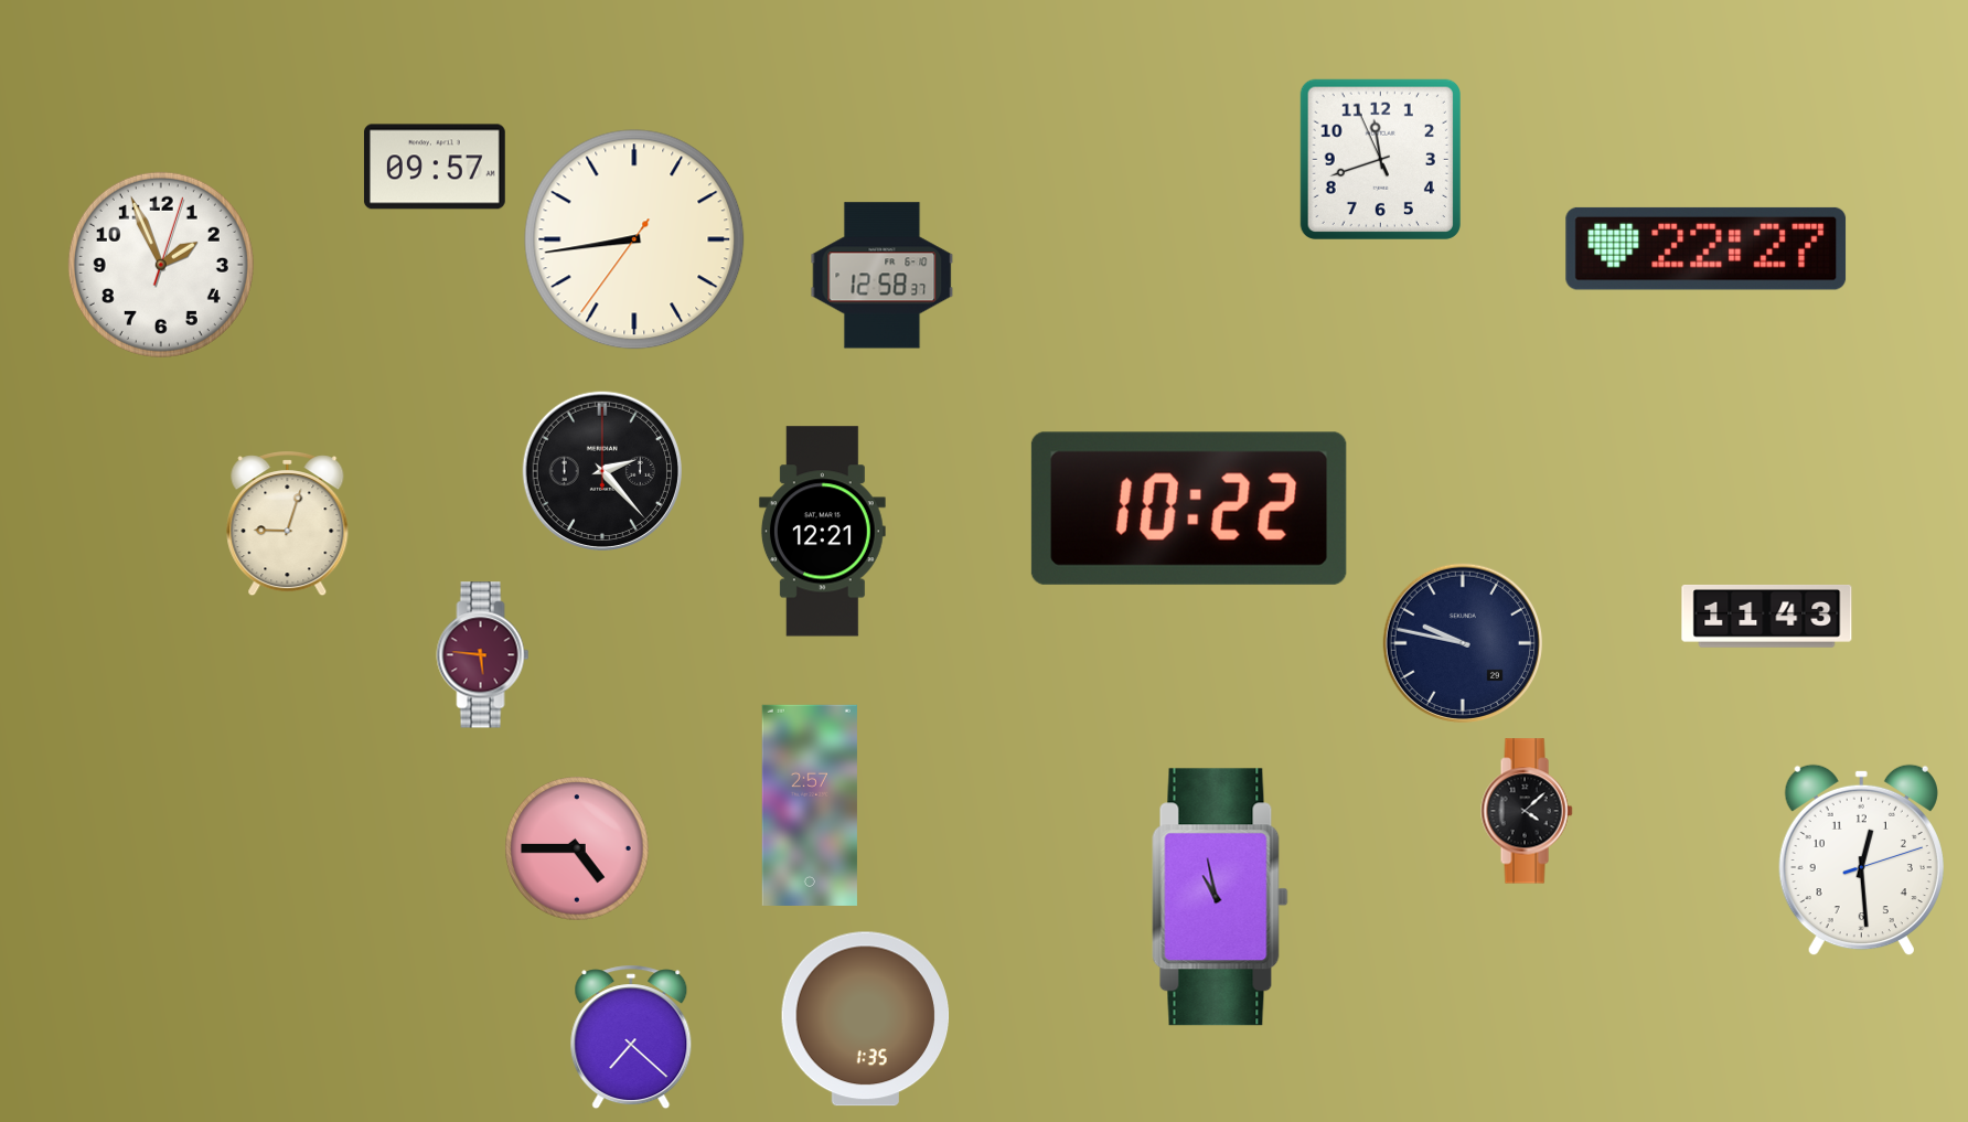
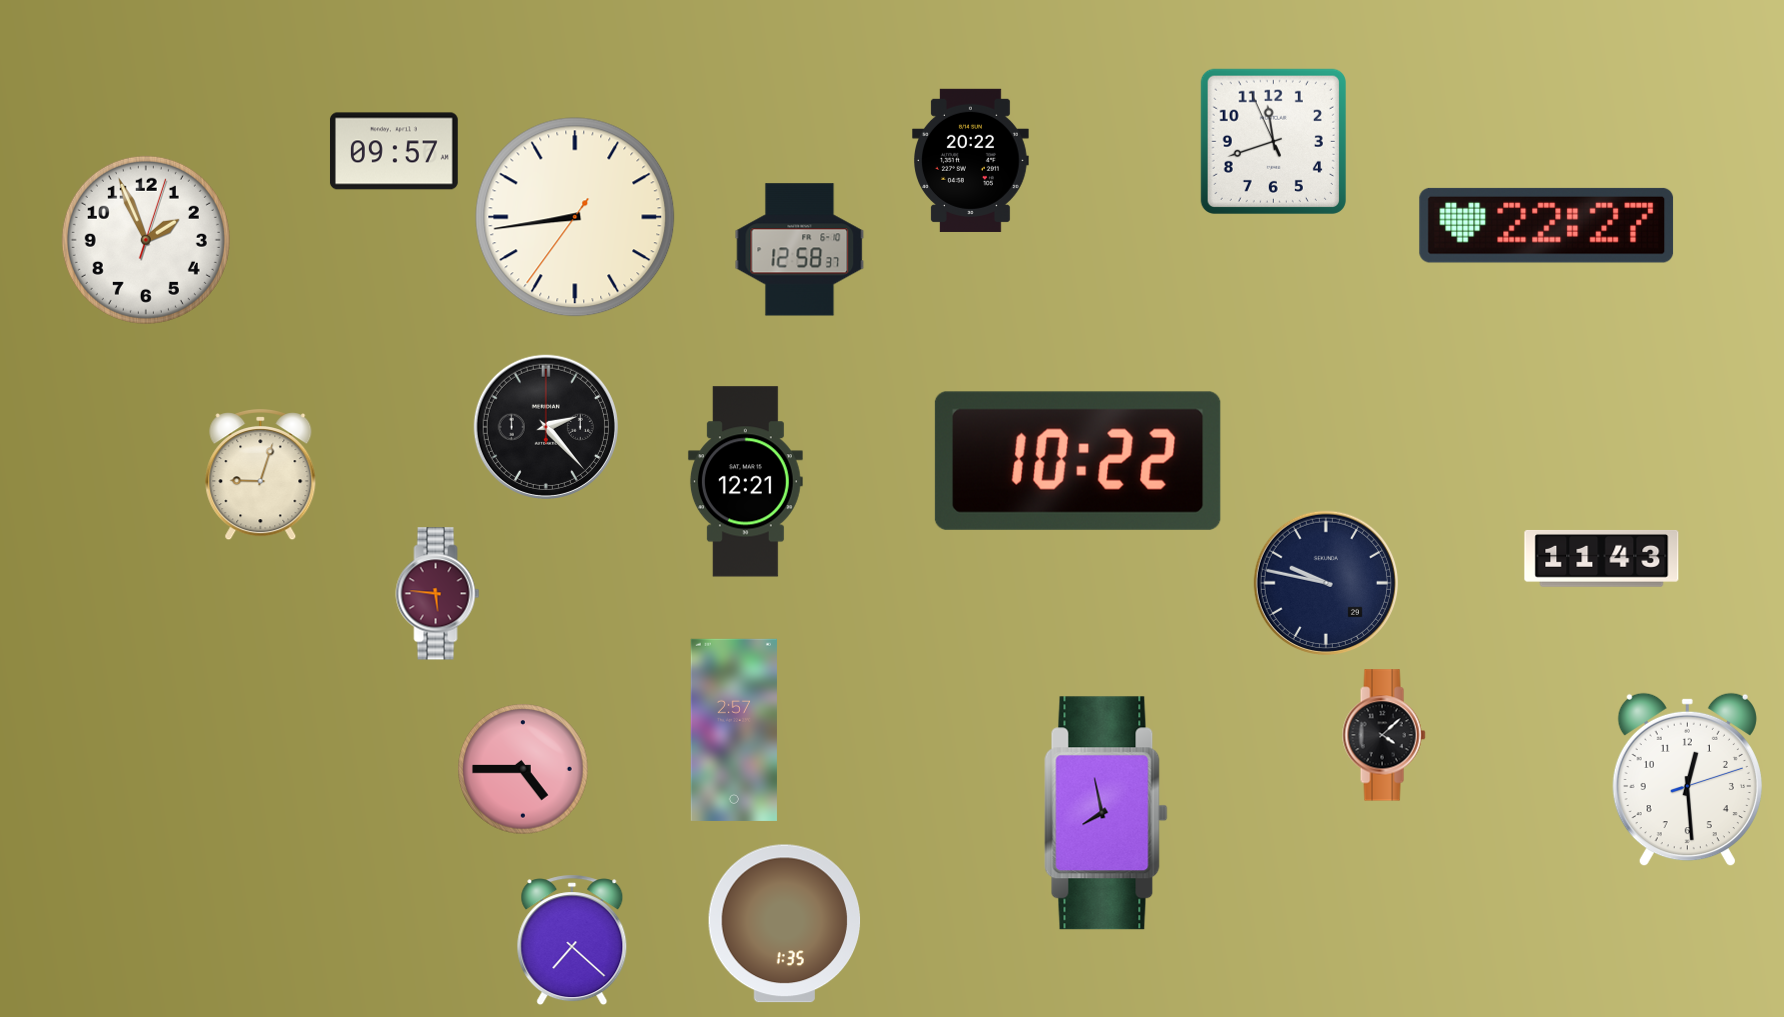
clock at (1380, 159) position: (1380, 159) -> (1273, 141)
clock at (971, 160): none -> 20:22
clock at (1220, 897): 10:58 -> 7:58
